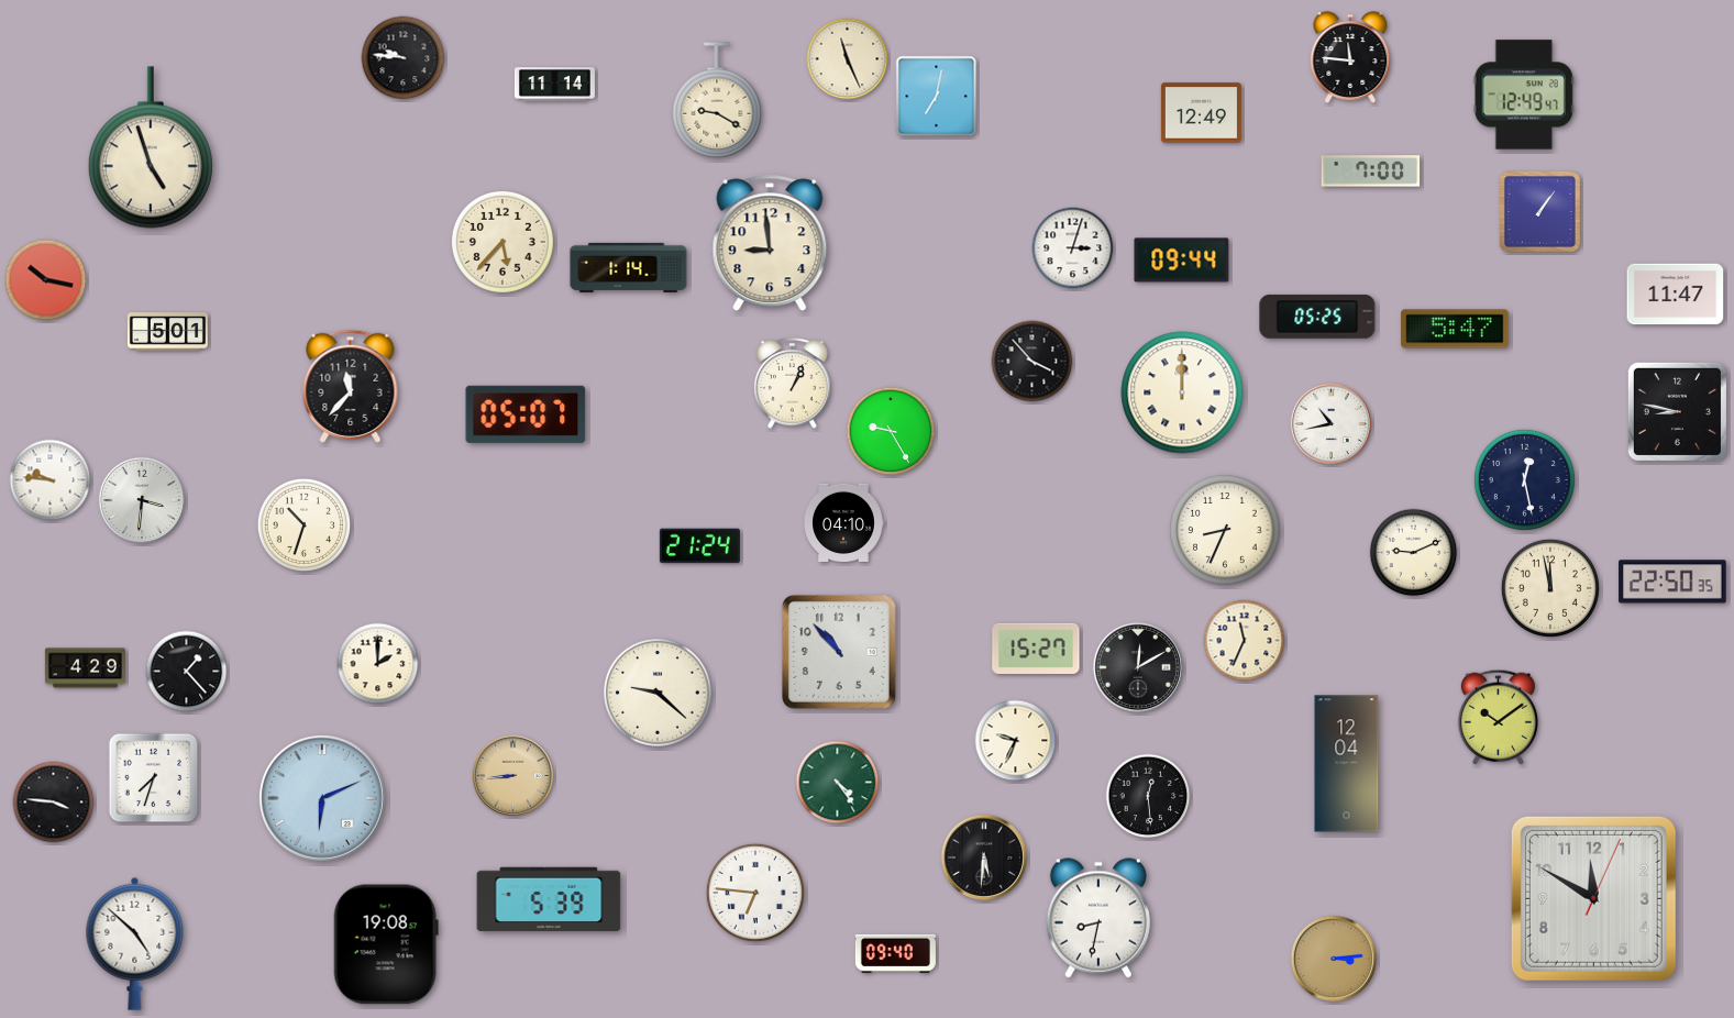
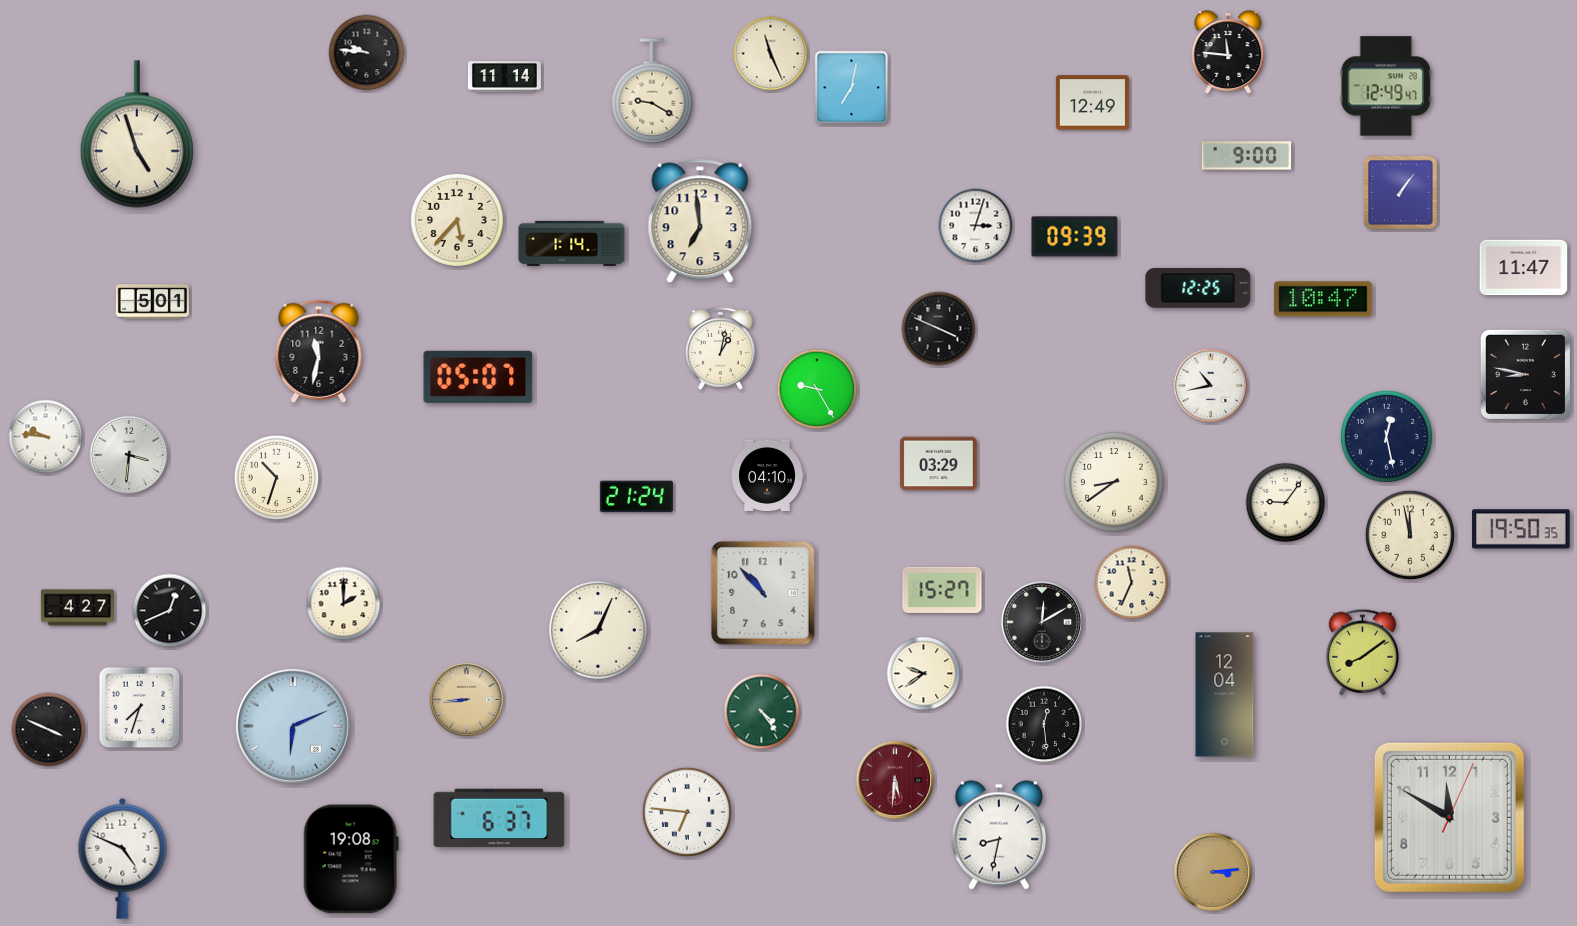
clock at (1371, 171): 7:00 -> 9:00
clock at (770, 243): 8:59 -> 6:59
clock at (1182, 261): 09:44 -> 09:39
clock at (46, 280): 10:17 -> none
clock at (1317, 317): 05:25 -> 12:25
clock at (1455, 329): 5:47 -> 10:47
clock at (1032, 362): 3:53 -> 3:49
clock at (793, 384): 1:04 -> 1:02
clock at (351, 386): 11:37 -> 11:32
clock at (1182, 392): 12:00 -> none
clock at (891, 431) position: (891, 431) -> (817, 389)
clock at (939, 464): none -> 03:29
clock at (1225, 530): 8:34 -> 8:39
clock at (1414, 553): 9:11 -> 9:06
clock at (1672, 582): 22:50 -> 19:50
clock at (1138, 667) position: (1138, 667) -> (1042, 622)
clock at (85, 668): 4:29 -> 4:27
clock at (187, 672): 1:23 -> 12:41
clock at (658, 693): 9:22 -> 8:04
clock at (1498, 717): 10:09 -> 8:09
clock at (1016, 741): 9:34 -> 9:39
clock at (513, 776) position: (513, 776) -> (467, 700)
clock at (54, 803): 3:46 -> 3:49
clock at (983, 856) dial: black -> burgundy
clock at (549, 899): 5:39 -> 6:37
clock at (135, 943): 4:52 -> 4:49
clock at (895, 953): 09:40 -> none
